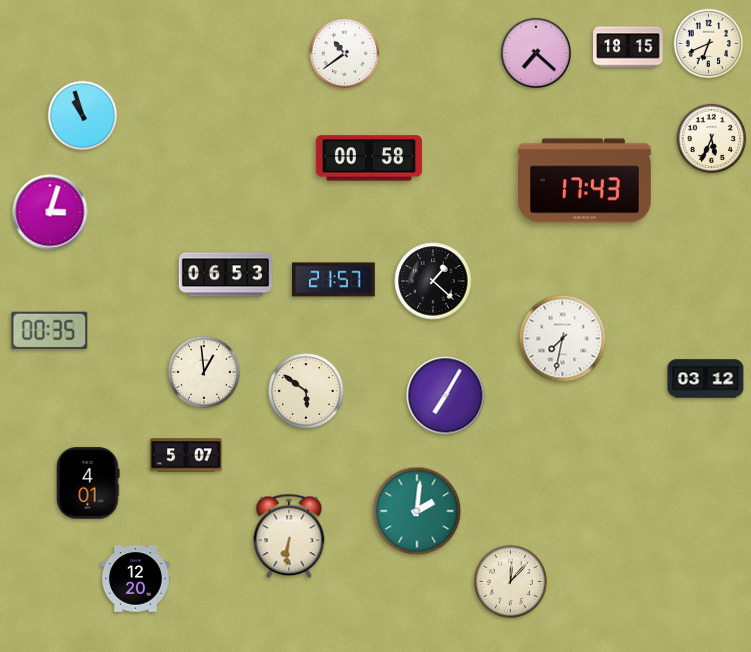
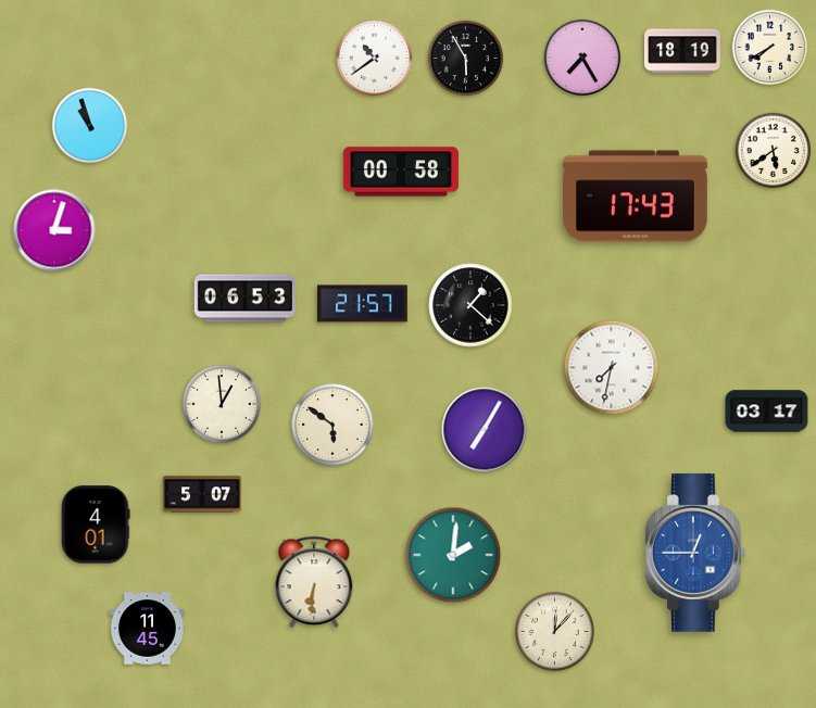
clock at (709, 44): 6:41 -> 7:40
clock at (629, 47): 18:15 -> 18:19
clock at (536, 53): 7:22 -> 7:25
clock at (466, 59): none -> 5:55
clock at (712, 139): 5:34 -> 5:39
clock at (50, 331): 00:35 -> none
clock at (706, 379): 03:12 -> 03:17
clock at (695, 554): none -> 12:45
clock at (135, 579): 12:20 -> 11:45
